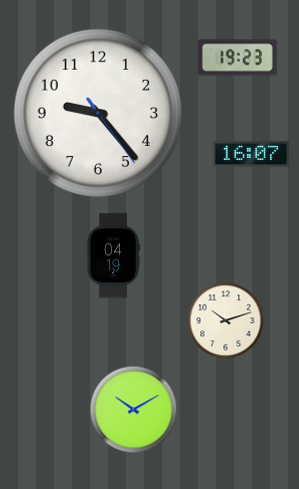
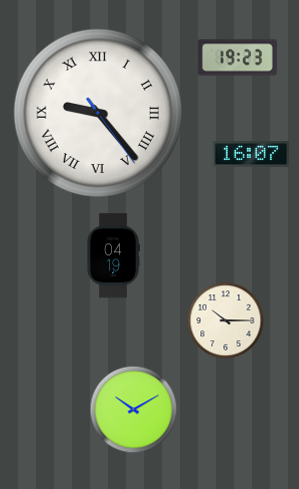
clock at (98, 113) numerals: Arabic -> Roman
clock at (226, 321): 10:12 -> 10:15
